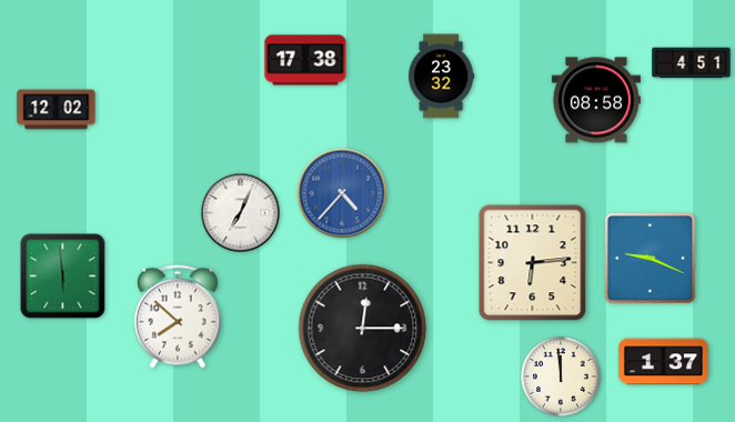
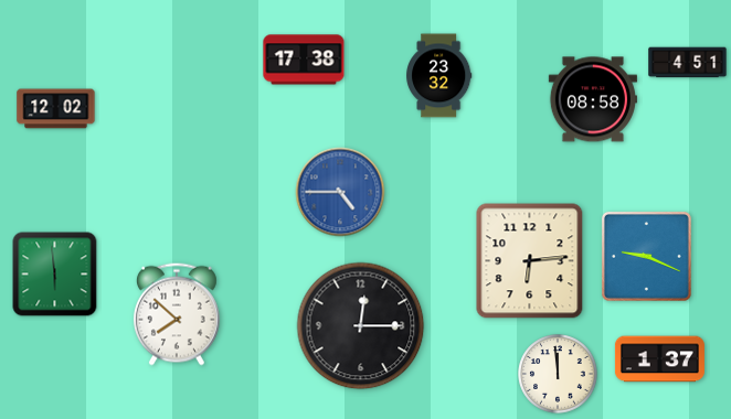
clock at (342, 193): 4:37 -> 4:45
clock at (241, 213): 7:04 -> none
clock at (63, 277) position: (63, 277) -> (55, 275)
